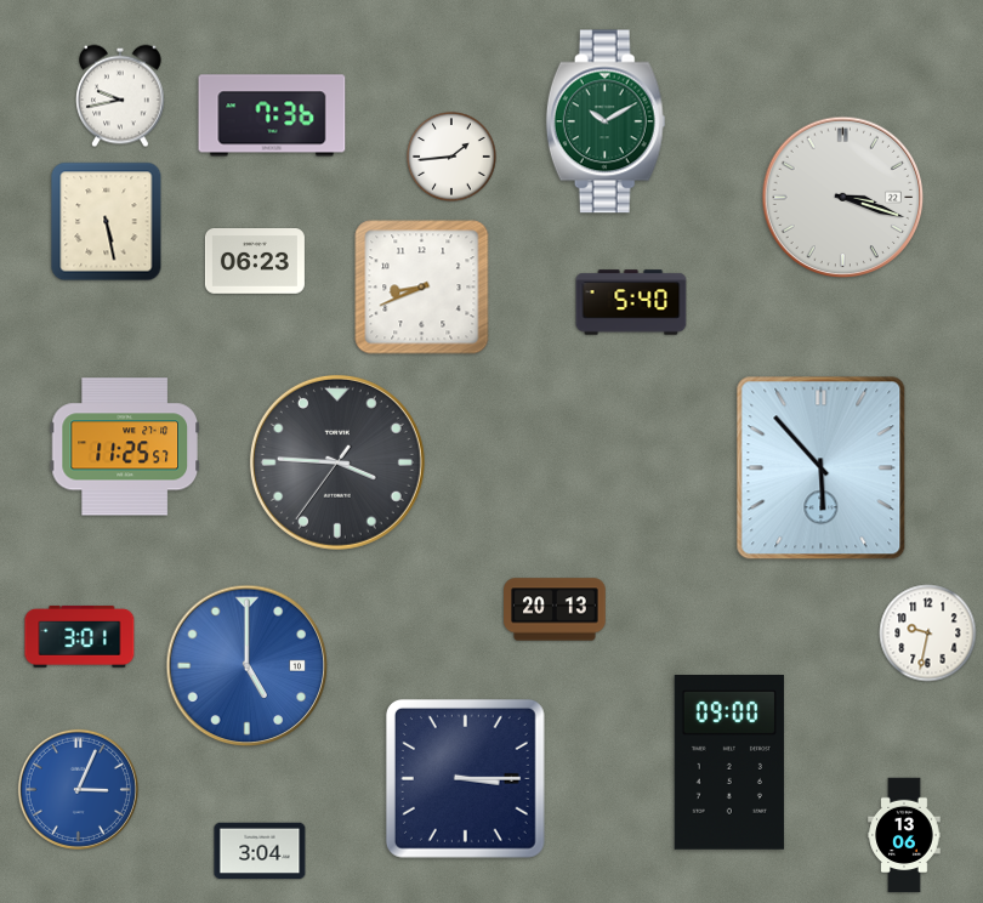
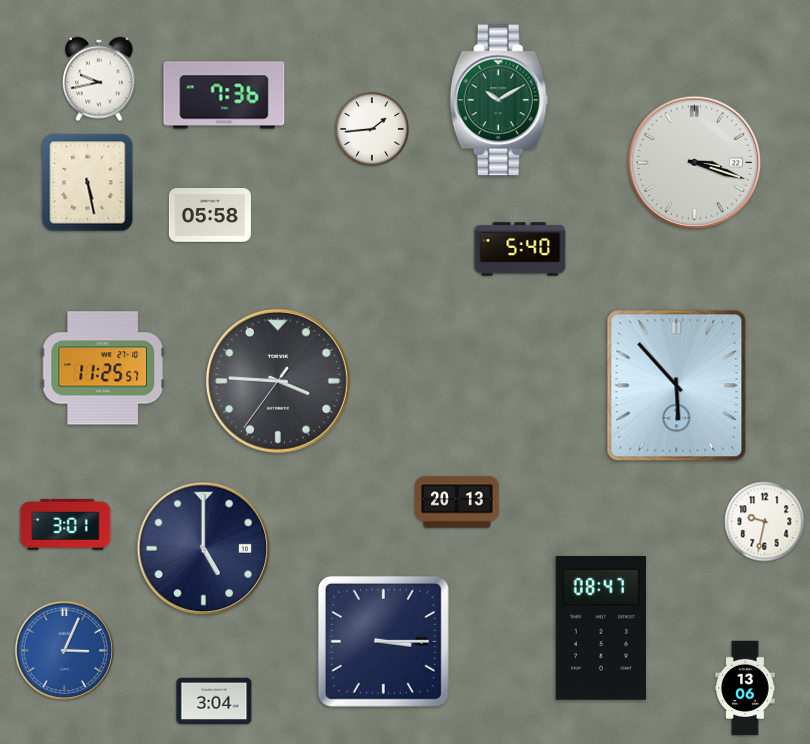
clock at (255, 262): 06:23 -> 05:58
clock at (422, 288): 8:41 -> none
clock at (248, 666) dial: blue -> navy
clock at (729, 763): 09:00 -> 08:47
